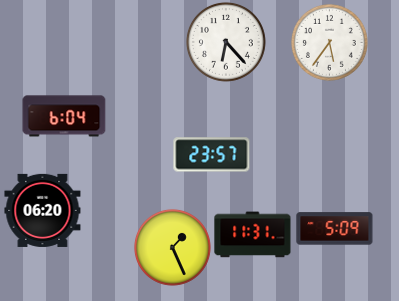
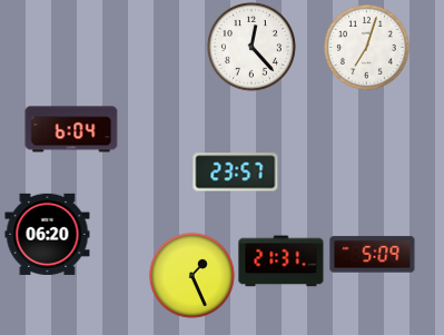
clock at (226, 42): 6:23 -> 12:23
clock at (329, 42): 5:36 -> 7:03
clock at (253, 235): 11:31 -> 21:31
